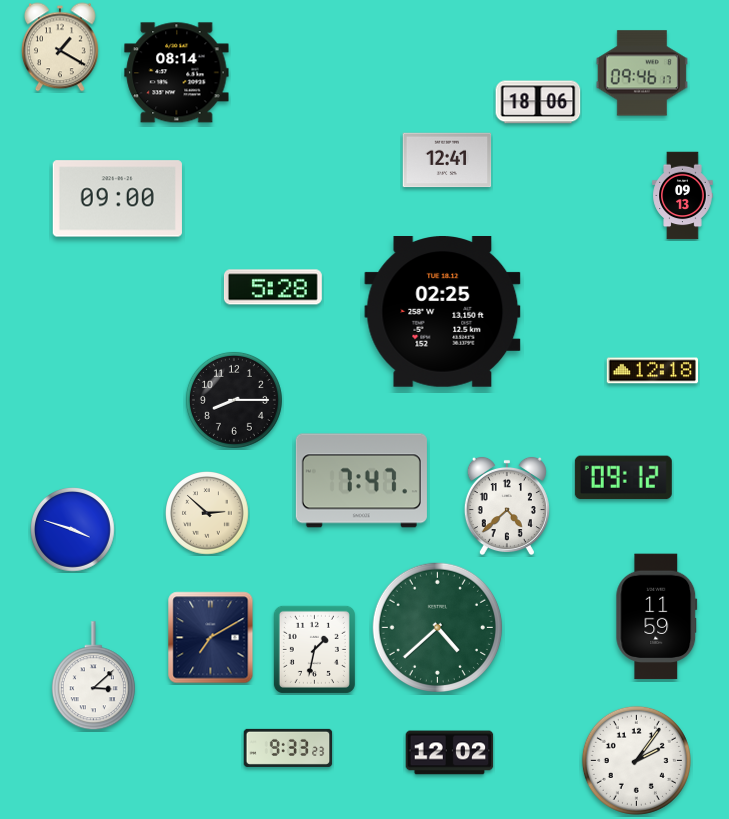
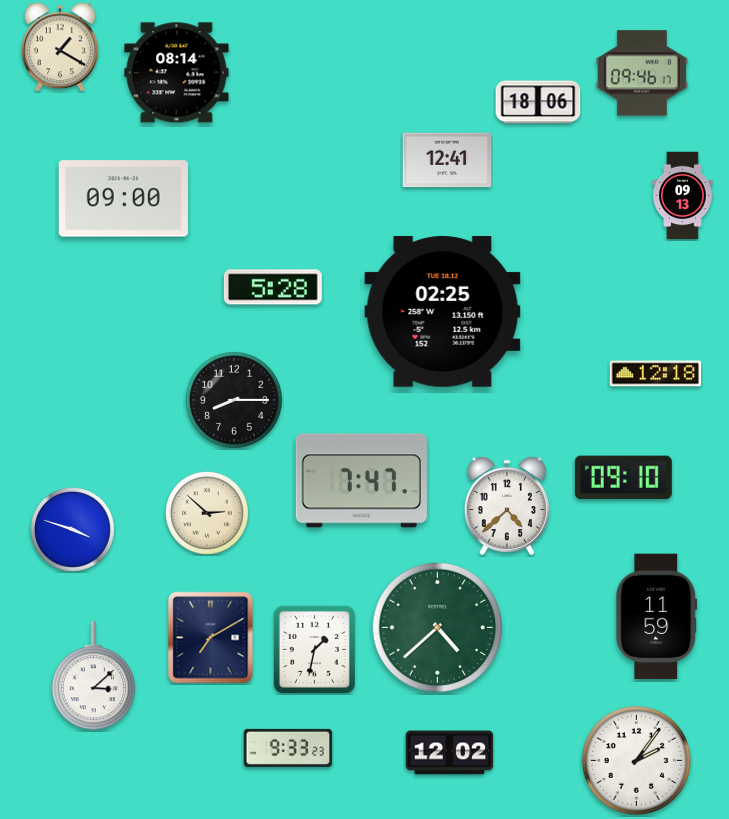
clock at (117, 199) position: (117, 199) -> (123, 199)
clock at (652, 371) position: (652, 371) -> (655, 374)
clock at (623, 478): 09:12 -> 09:10
